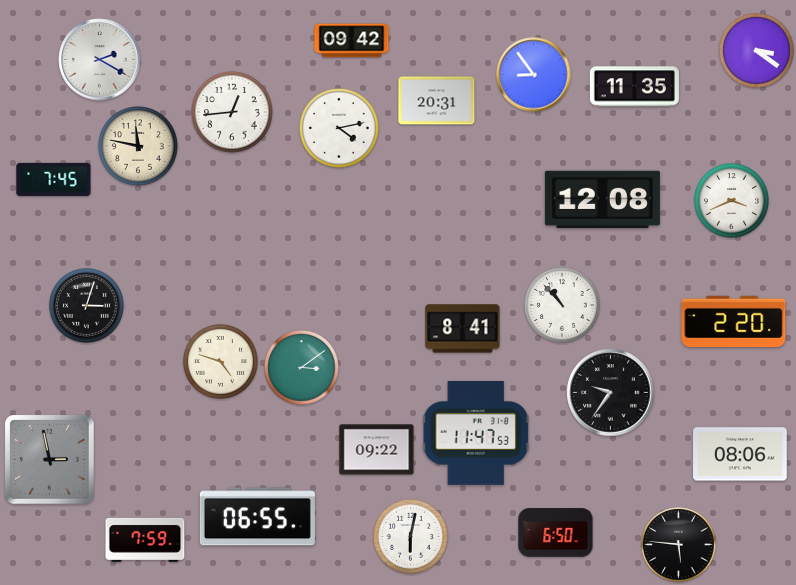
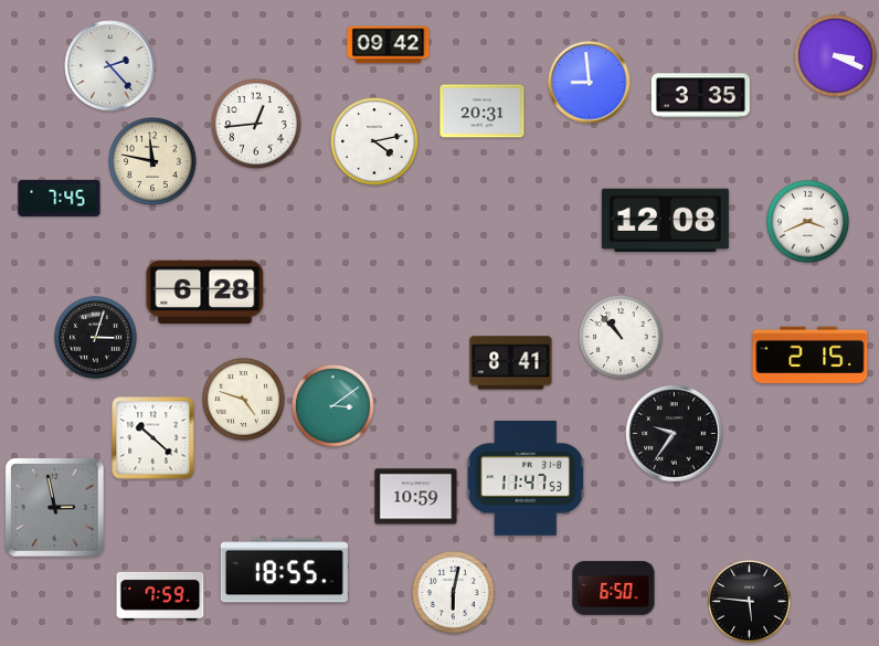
clock at (757, 51): 3:21 -> 3:19
clock at (100, 60): 2:20 -> 2:23
clock at (534, 75): 8:54 -> 8:59
clock at (634, 87): 11:35 -> 3:35
clock at (205, 293): none -> 6:28
clock at (734, 321): 2:20 -> 2:15
clock at (153, 438): none -> 10:22
clock at (377, 450): 09:22 -> 10:59
clock at (740, 454): 08:06 -> none
clock at (257, 517): 06:55 -> 18:55
